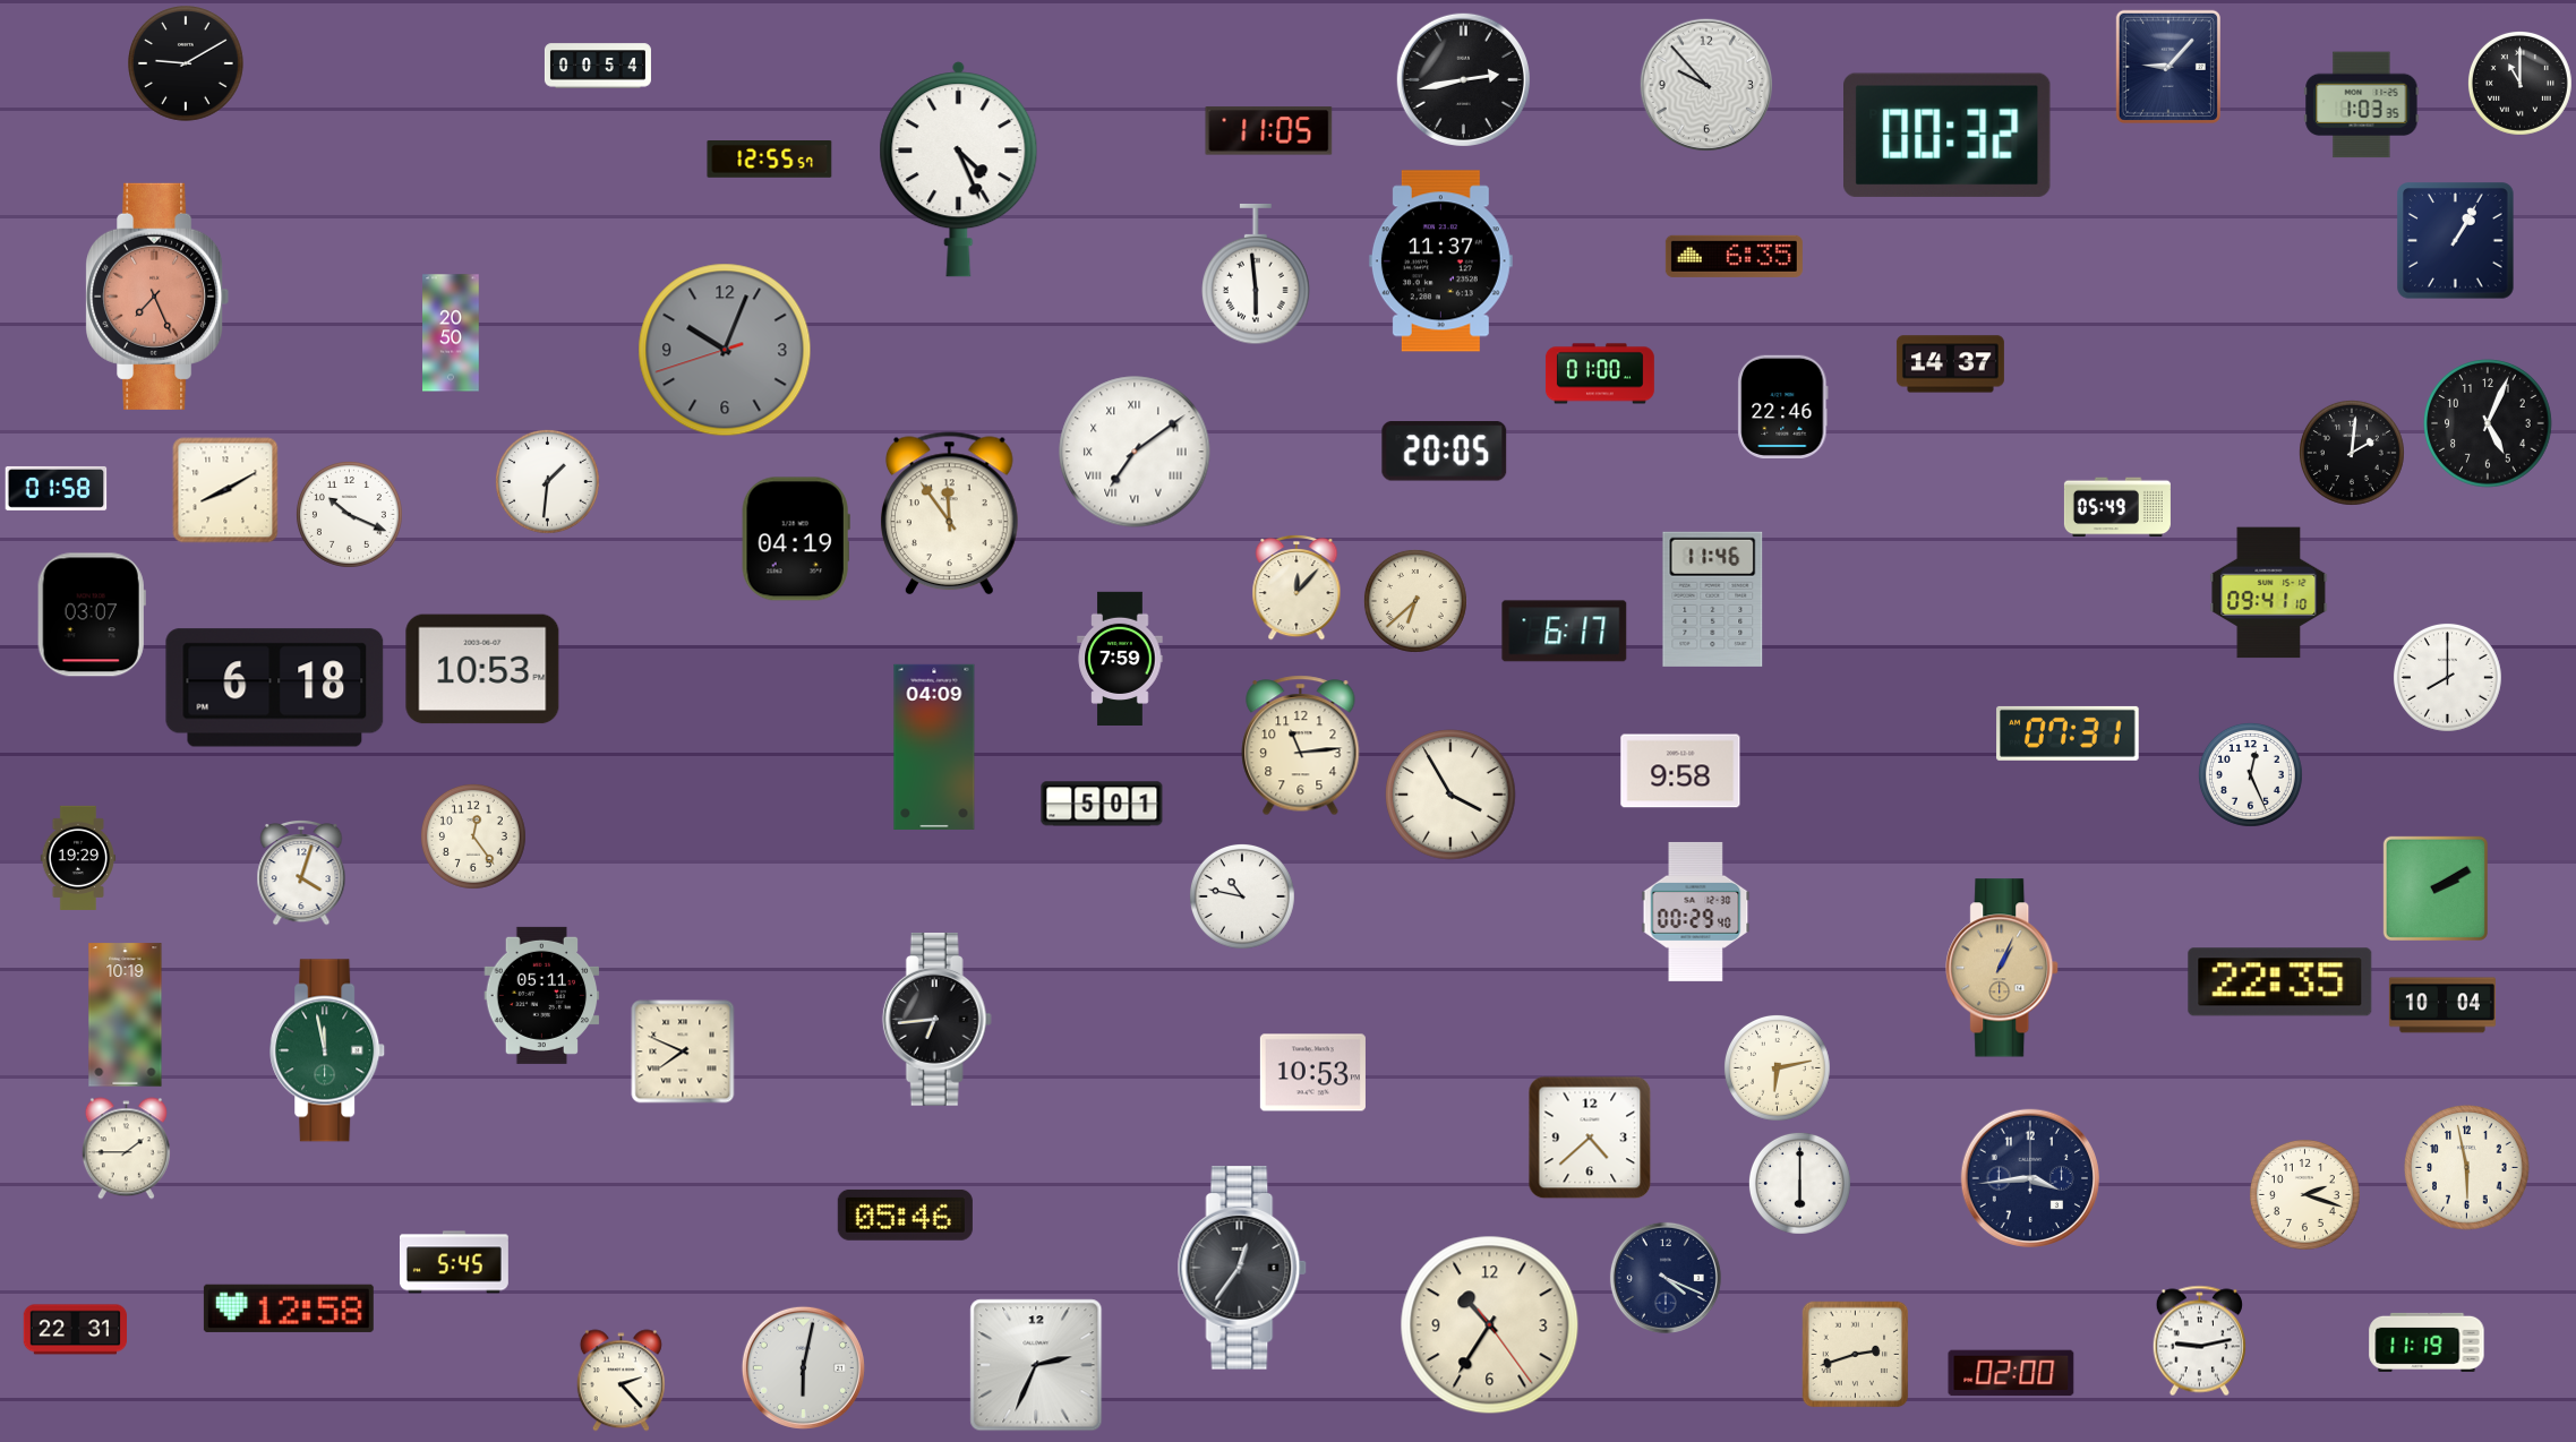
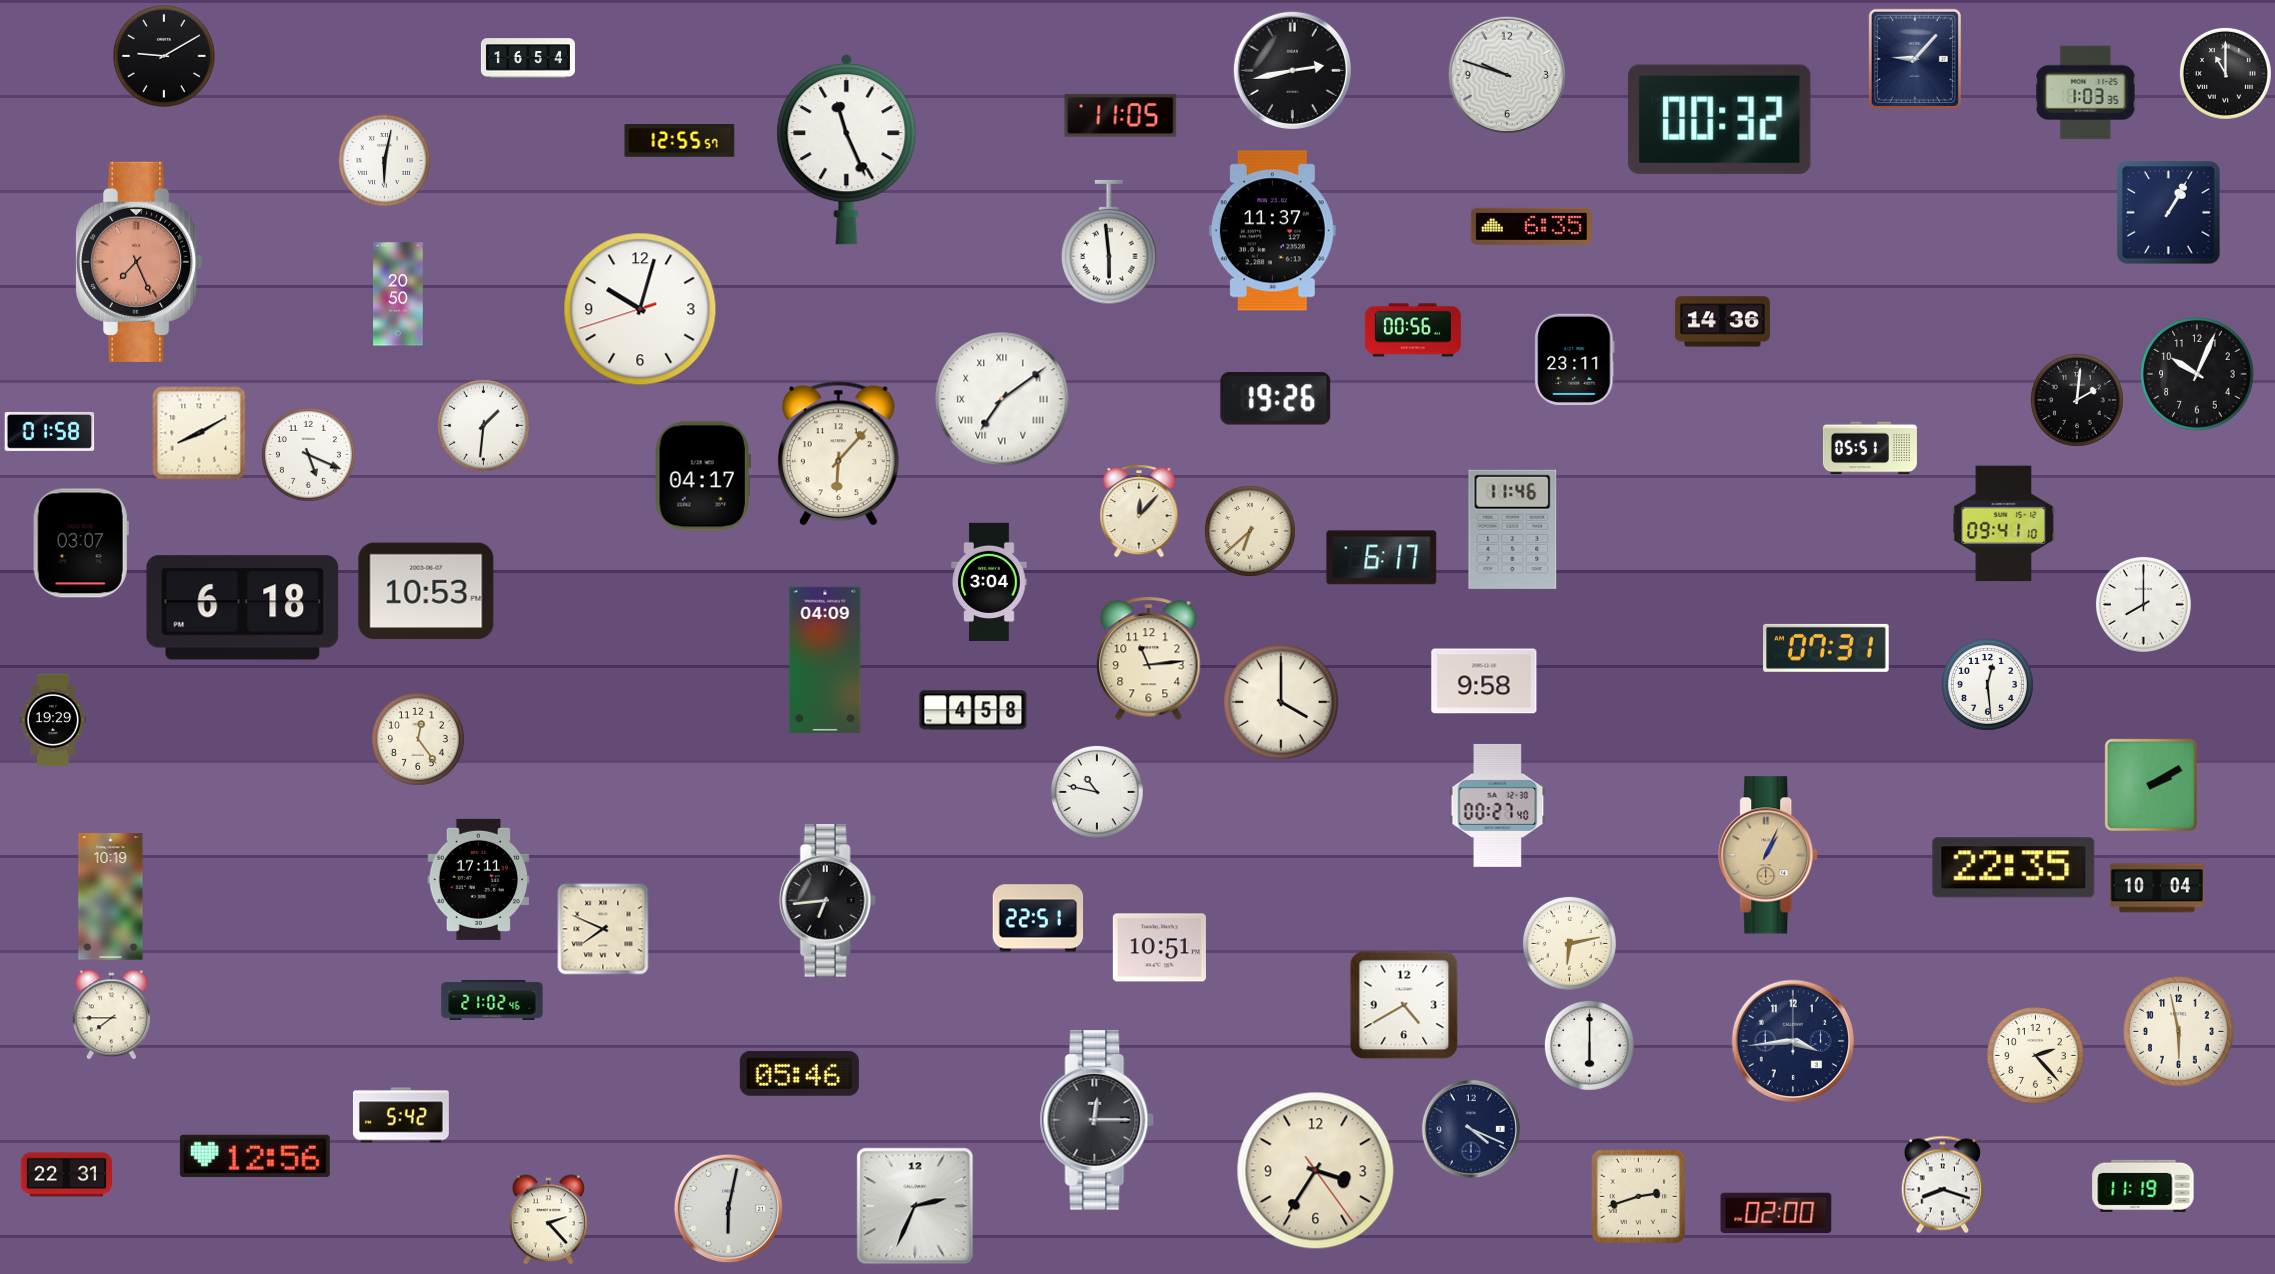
clock at (598, 66): 00:54 -> 16:54
clock at (1706, 85): 9:53 -> 9:48
clock at (959, 170): 4:26 -> 11:26
clock at (384, 160): none -> 6:02
clock at (725, 350): 10:03 -> 10:02
clock at (725, 350) dial: grey -> white
clock at (1950, 364): 14:37 -> 14:36
clock at (1600, 374): 01:00 -> 00:56
clock at (1783, 406): 22:46 -> 23:11
clock at (2488, 423): 5:04 -> 10:04
clock at (1445, 452): 20:05 -> 19:26
clock at (2117, 507): 05:49 -> 05:51
clock at (349, 514): 10:19 -> 5:19
clock at (949, 514): 11:54 -> 6:07
clock at (796, 539): 04:19 -> 04:17
clock at (1296, 587) position: (1296, 587) -> (1139, 511)
clock at (1120, 659): 7:59 -> 3:04
clock at (2447, 677) position: (2447, 677) -> (2143, 604)
clock at (2250, 774): 12:26 -> 12:29
clock at (1450, 795): 3:55 -> 4:00
clock at (1102, 804): 5:01 -> 4:58
clock at (78, 857) position: (78, 857) -> (53, 719)
clock at (301, 873): 4:03 -> none
clock at (1696, 911): 00:29 -> 00:27
clock at (542, 995): 05:11 -> 17:11
clock at (1038, 918): none -> 22:51
clock at (328, 1050): 11:58 -> none
clock at (1312, 1073): 10:53 -> 10:51
clock at (492, 1000): none -> 21:02
clock at (1590, 1138): 4:38 -> 4:40
clock at (126, 1149): 1:45 -> 7:45
clock at (2304, 1194): 2:18 -> 2:23
clock at (454, 1262): 5:45 -> 5:42
clock at (1242, 1269): 12:36 -> 12:15
clock at (289, 1308): 12:58 -> 12:56
clock at (1490, 1325): 10:35 -> 3:35
clock at (2199, 1341): 9:13 -> 8:18
clock at (803, 1367) position: (803, 1367) -> (728, 1208)
